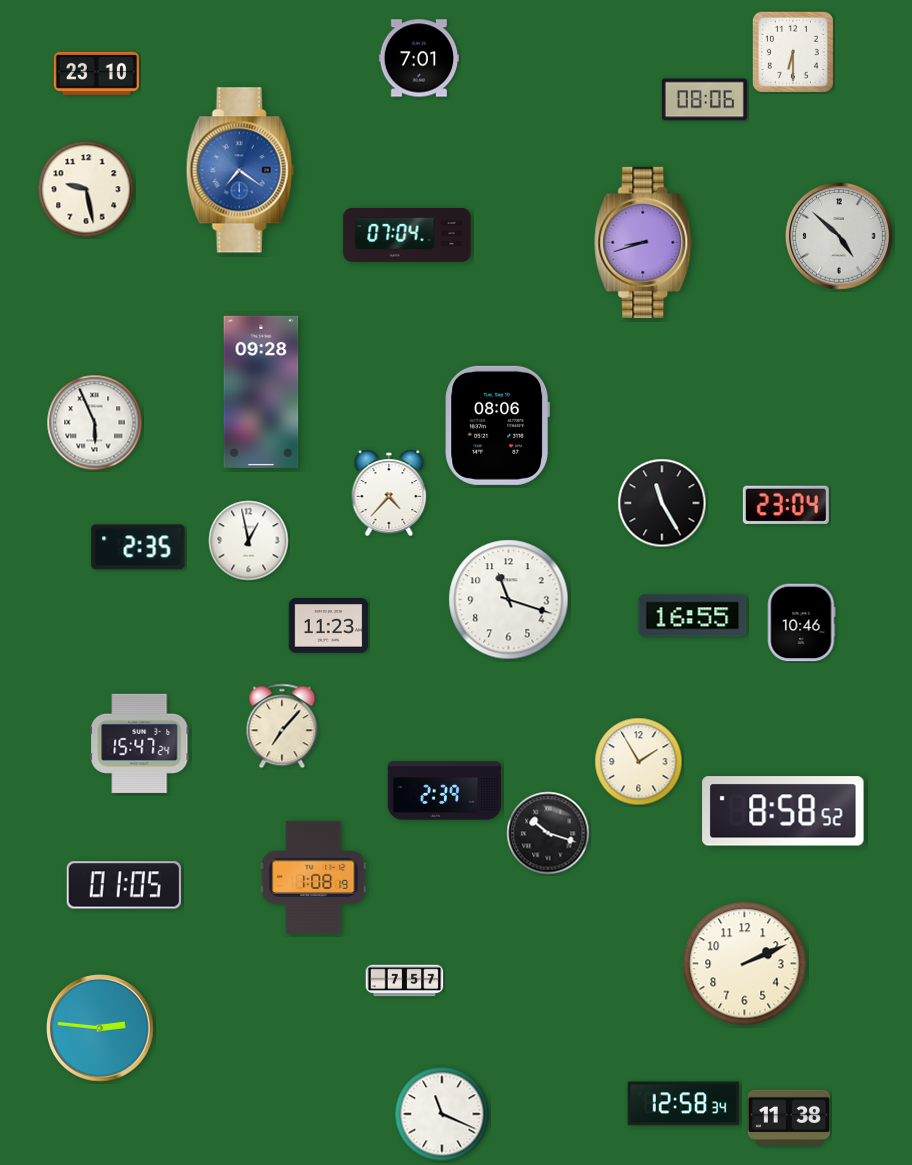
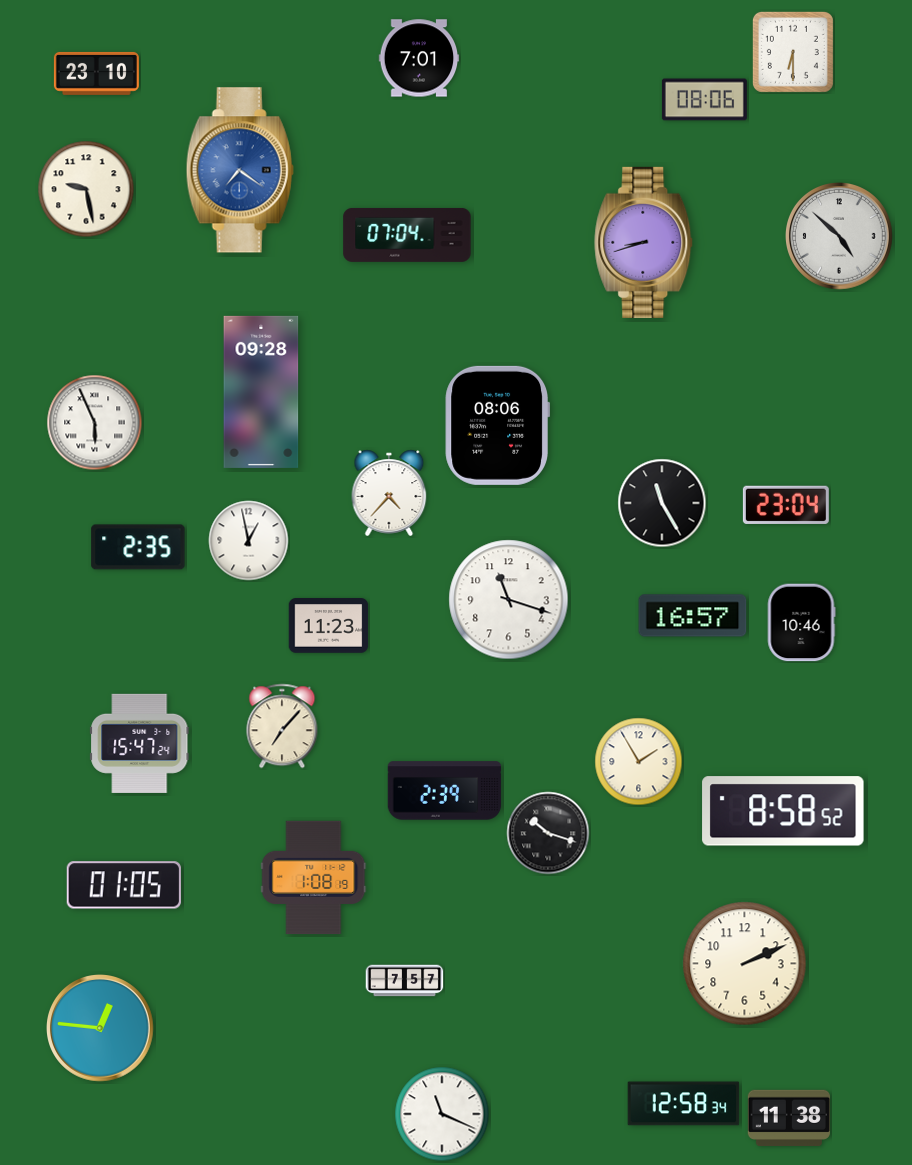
clock at (693, 616): 16:55 -> 16:57
clock at (101, 1029): 2:46 -> 12:46
